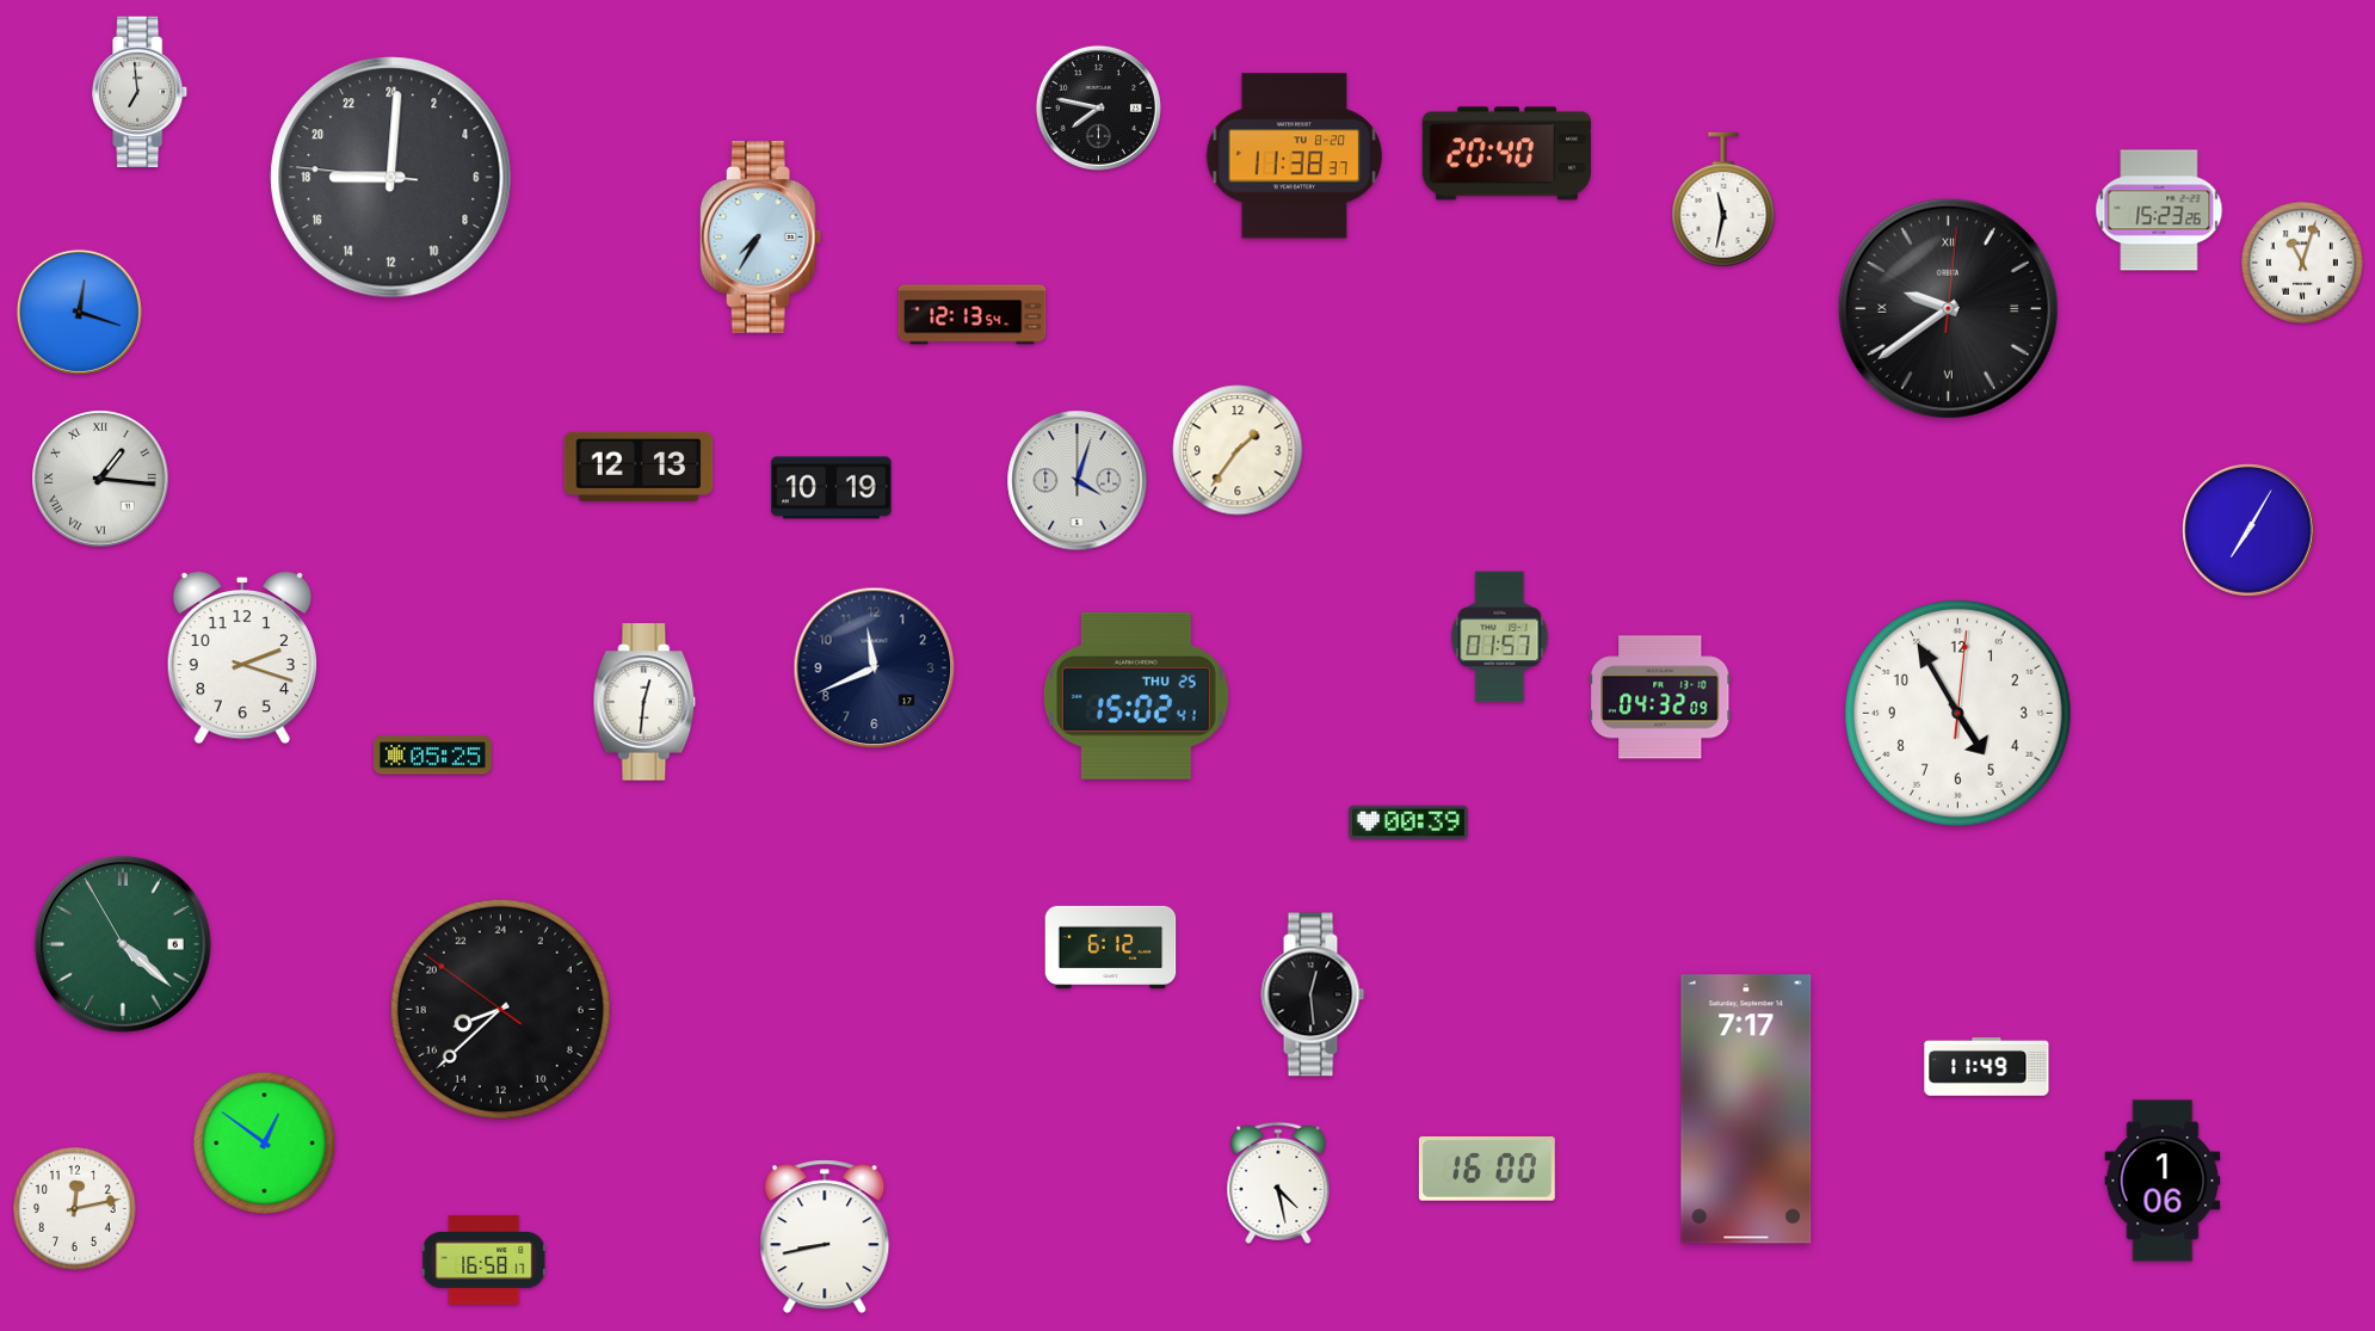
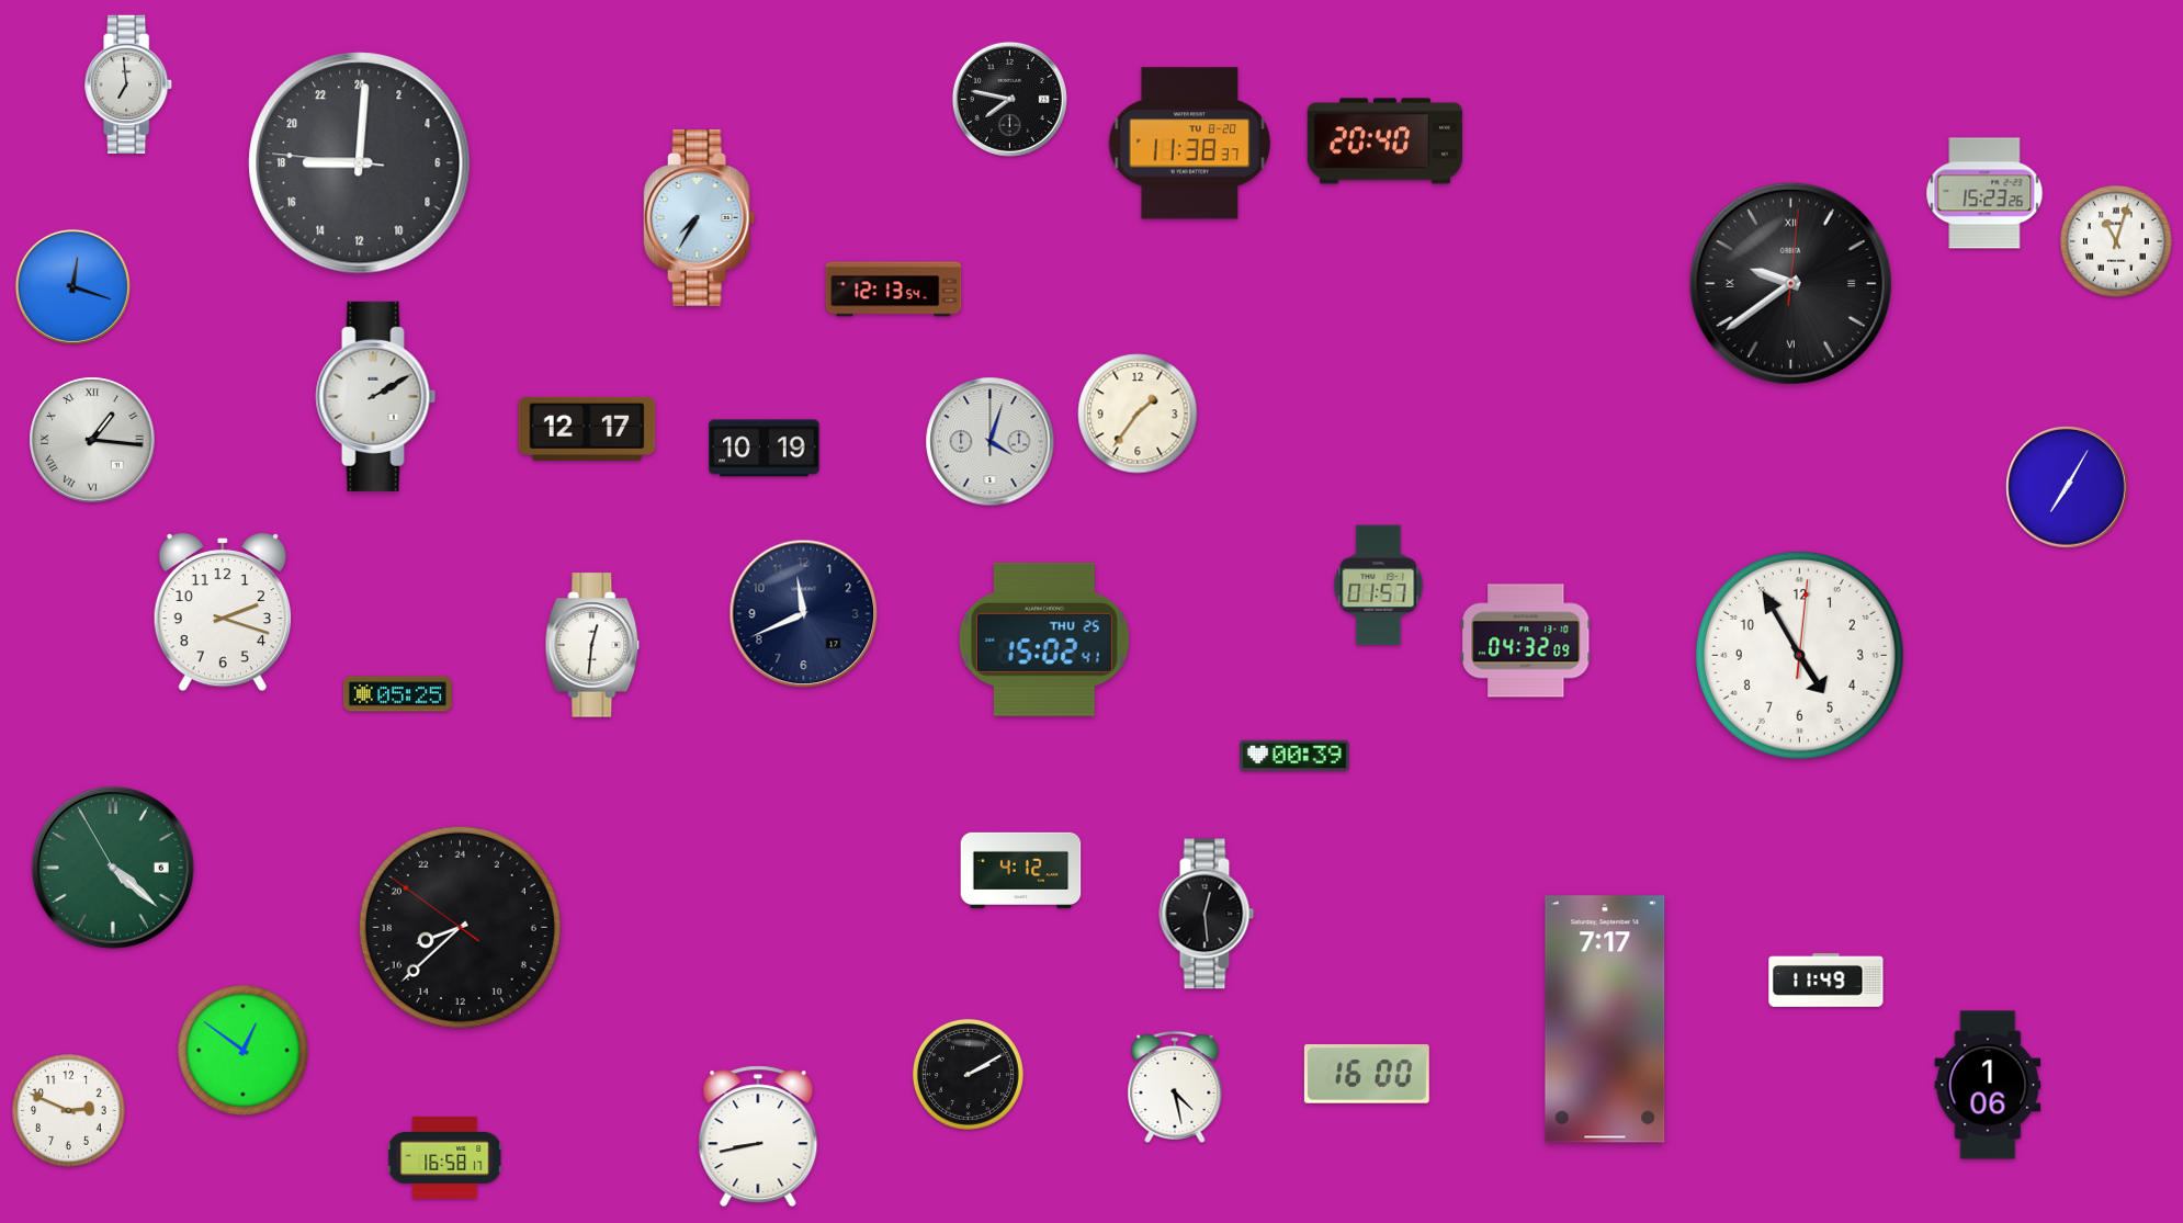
clock at (1723, 199): 11:32 -> none
clock at (376, 396): none -> 2:10
clock at (639, 467): 12:13 -> 12:17
clock at (242, 658) position: (242, 658) -> (223, 612)
clock at (1111, 947): 6:12 -> 4:12
clock at (968, 1074): none -> 2:10
clock at (75, 1209): 12:13 -> 2:49
